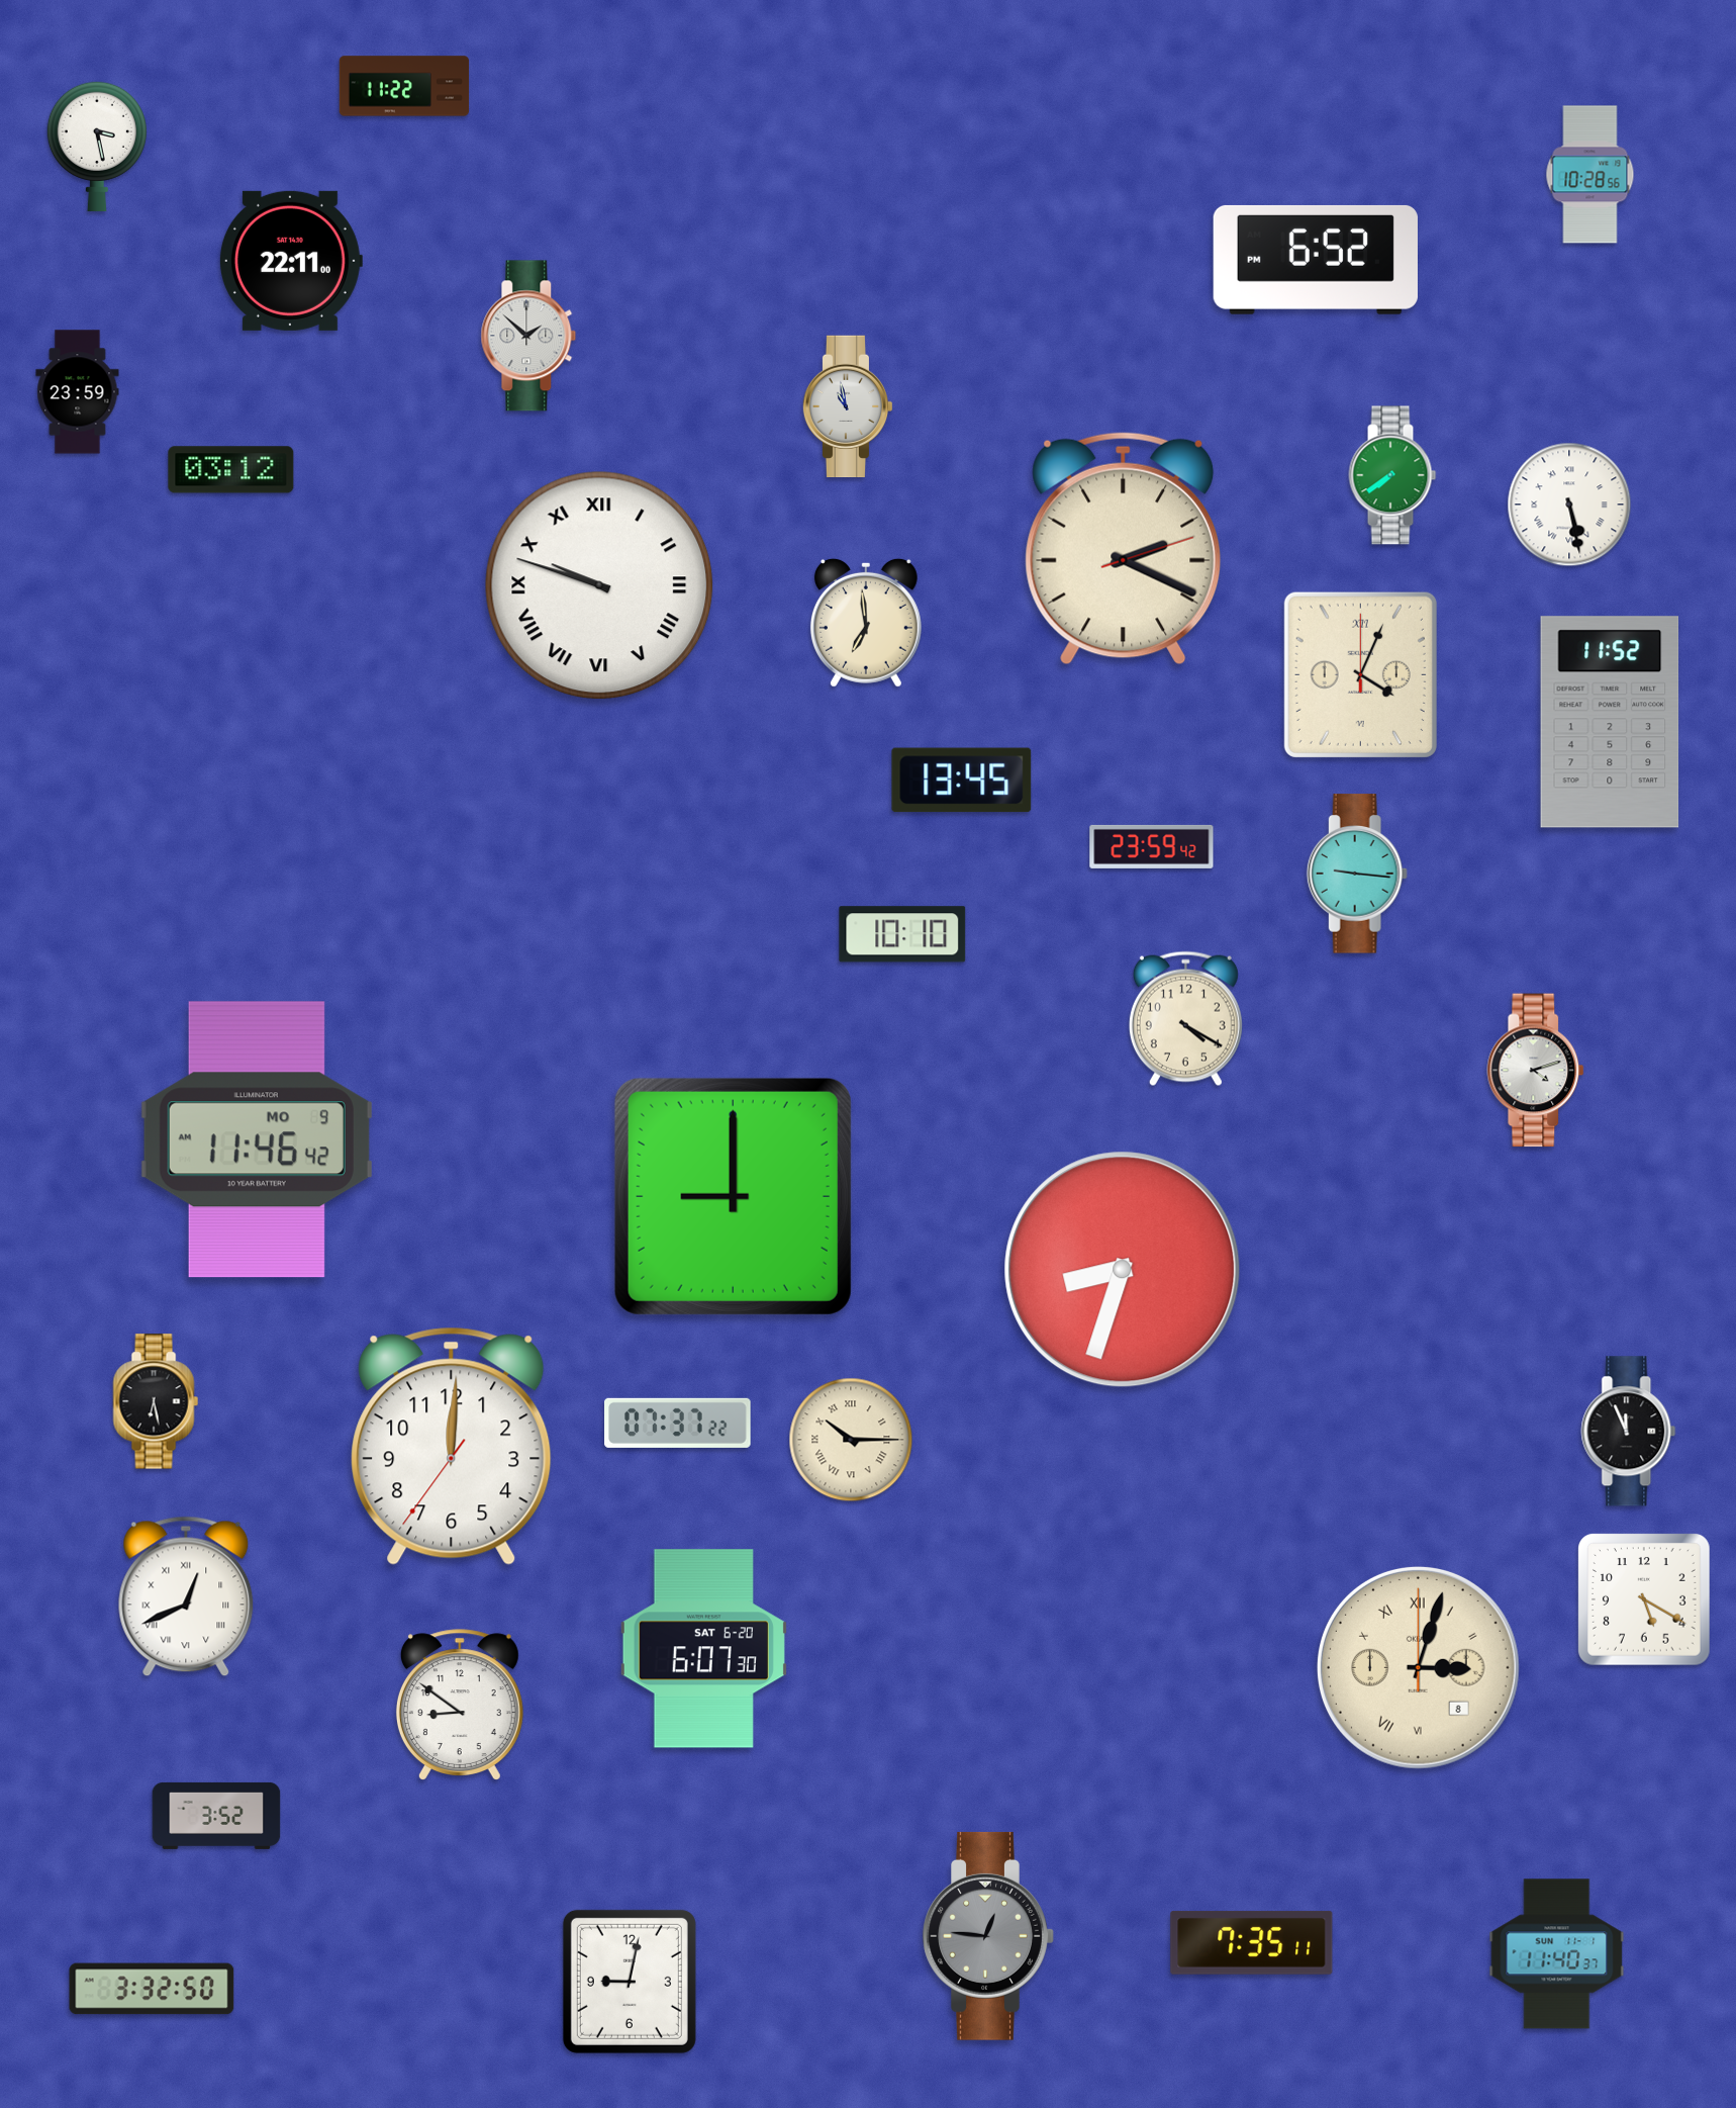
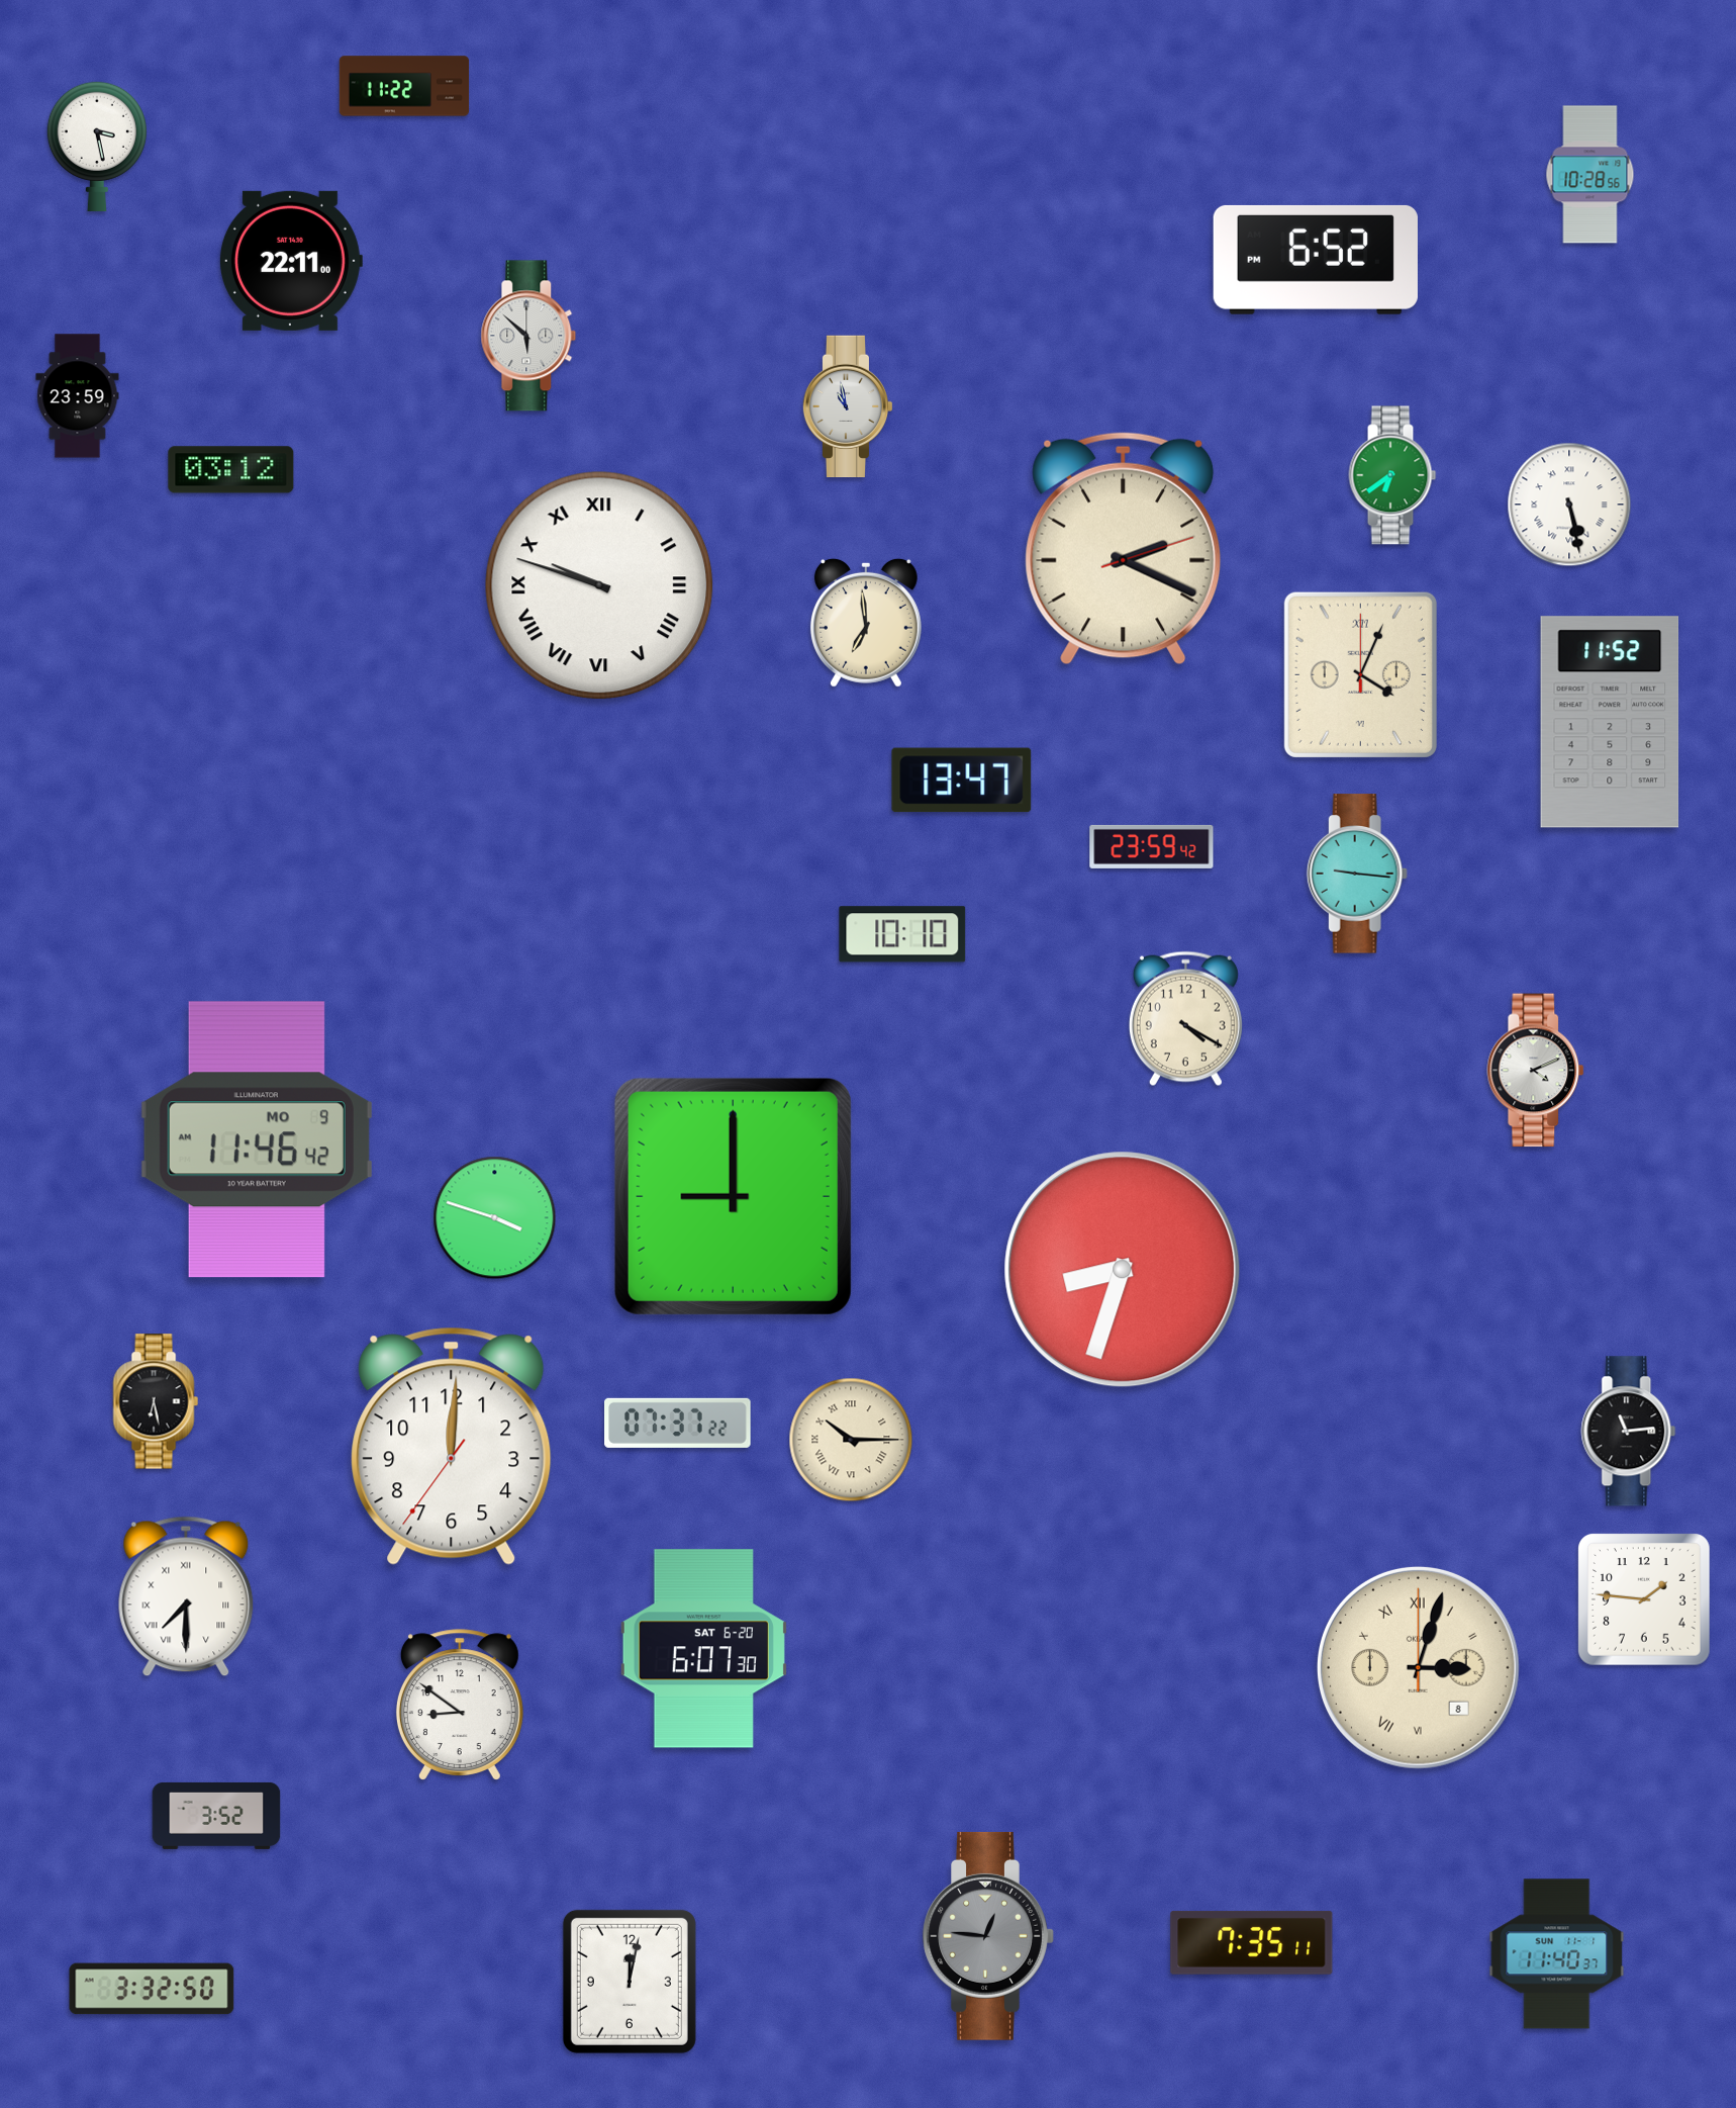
clock at (528, 336): 1:52 -> 5:52
clock at (78, 392) position: (78, 392) -> (78, 396)
clock at (1392, 475): 7:39 -> 6:39
clock at (962, 781): 13:45 -> 13:47
clock at (1536, 1071): 4:12 -> 4:11
clock at (495, 1218): none -> 3:48
clock at (1629, 1432): 11:56 -> 11:14
clock at (186, 1596): 12:41 -> 7:30
clock at (1644, 1599): 5:20 -> 1:46
clock at (630, 1982): 9:02 -> 12:02
